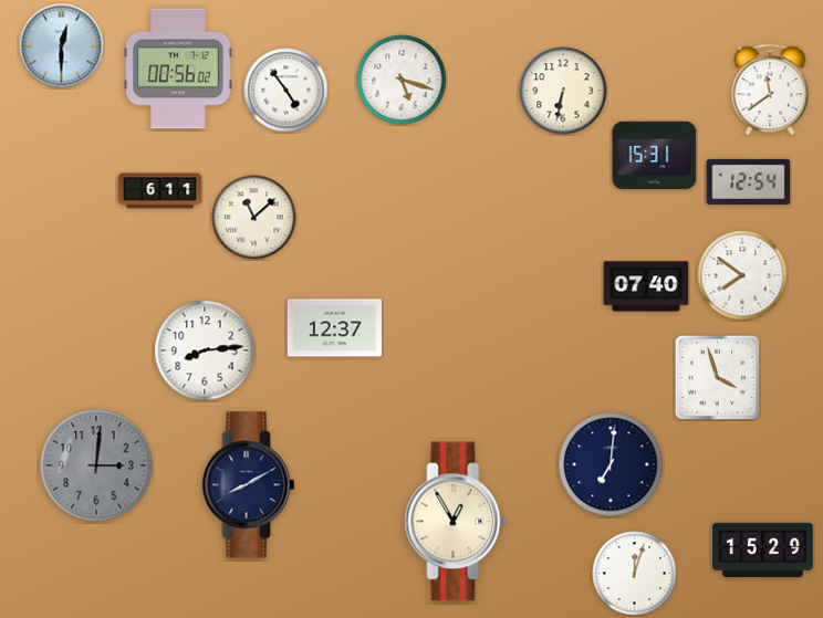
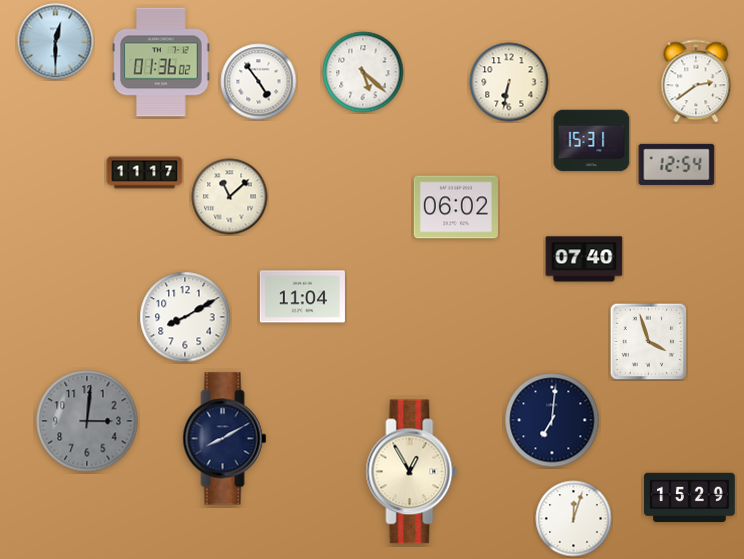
clock at (178, 69): 00:56 -> 01:36
clock at (402, 80): 5:18 -> 5:22
clock at (770, 90): 11:39 -> 2:39
clock at (160, 191): 6:11 -> 11:17
clock at (456, 207): none -> 06:02
clock at (742, 275): 7:51 -> none
clock at (334, 328): 12:37 -> 11:04
clock at (205, 350): 8:14 -> 8:10
